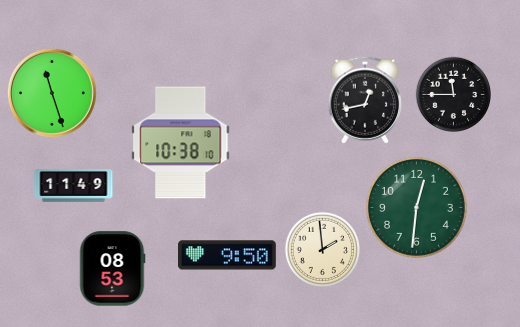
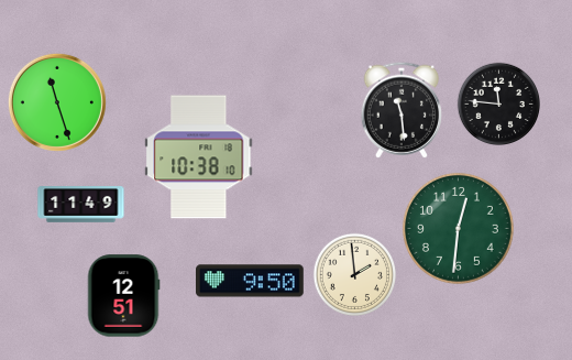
clock at (453, 94): 11:45 -> 11:46
clock at (364, 100): 12:43 -> 11:29
clock at (112, 269): 08:53 -> 12:51
